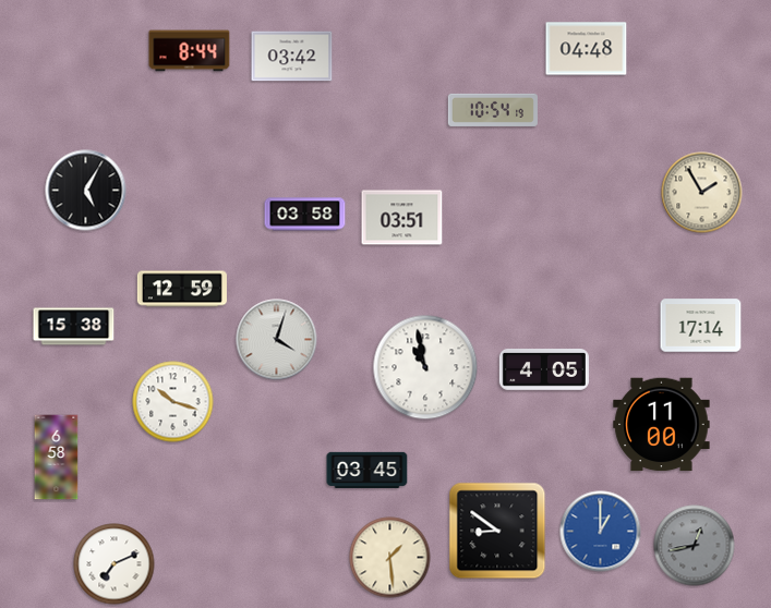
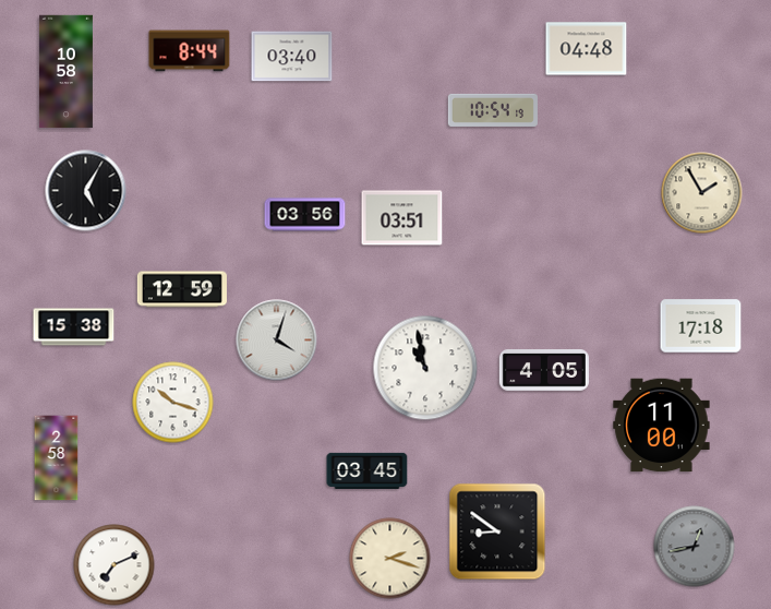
clock at (292, 57): 03:42 -> 03:40
clock at (65, 72): none -> 10:58
clock at (305, 215): 03:58 -> 03:56
clock at (701, 326): 17:14 -> 17:18
clock at (57, 458): 6:58 -> 2:58
clock at (601, 532): 1:00 -> none
clock at (390, 558): 1:29 -> 2:18
